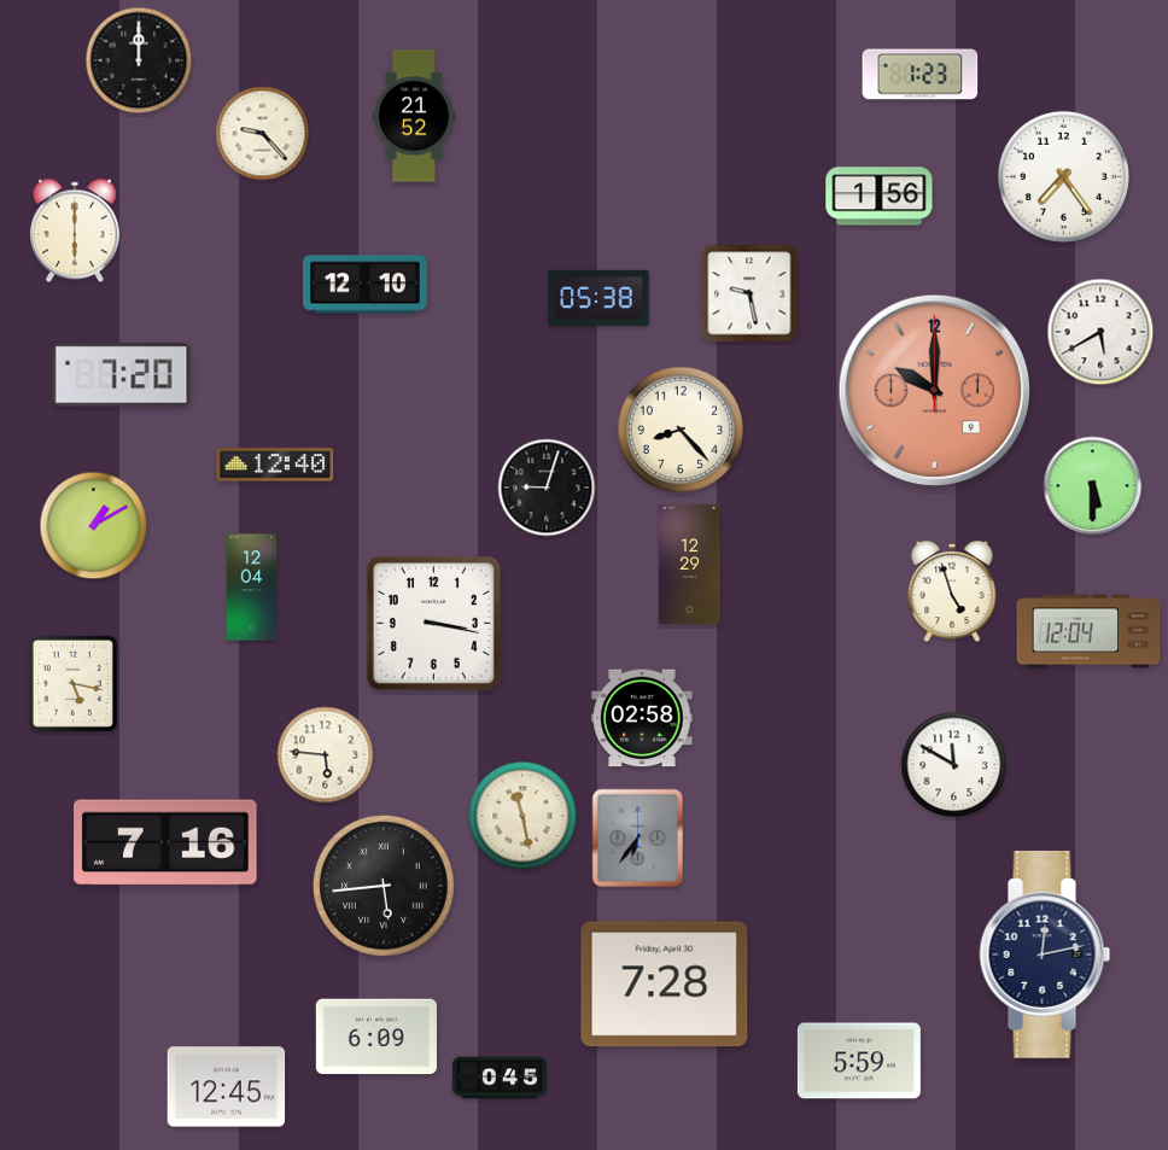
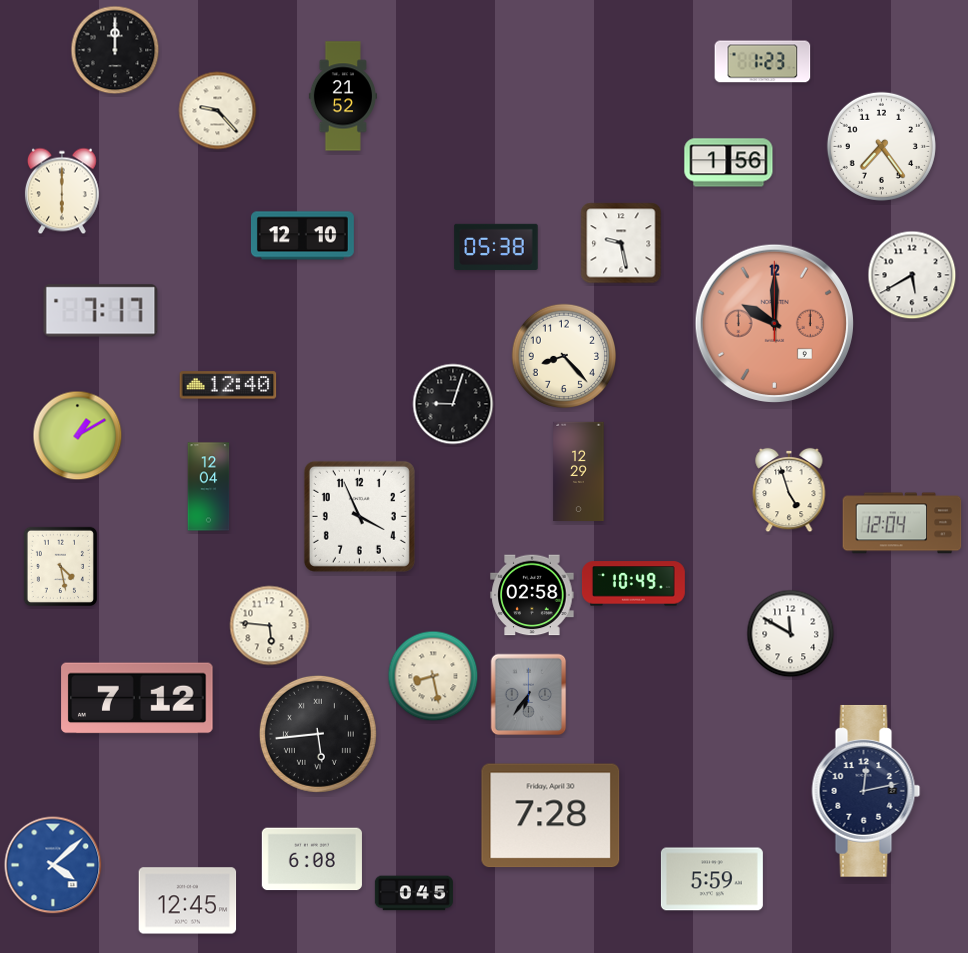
clock at (122, 375): 7:20 -> 7:17
clock at (1093, 486): 5:30 -> none
clock at (690, 565) position: (690, 565) -> (579, 472)
clock at (433, 623): 3:17 -> 3:56
clock at (72, 683): 5:17 -> 4:28
clock at (633, 584): none -> 10:49
clock at (522, 816): 11:28 -> 8:28
clock at (165, 842): 7:16 -> 7:12
clock at (376, 1037): 6:09 -> 6:08
clock at (53, 865): none -> 4:08
